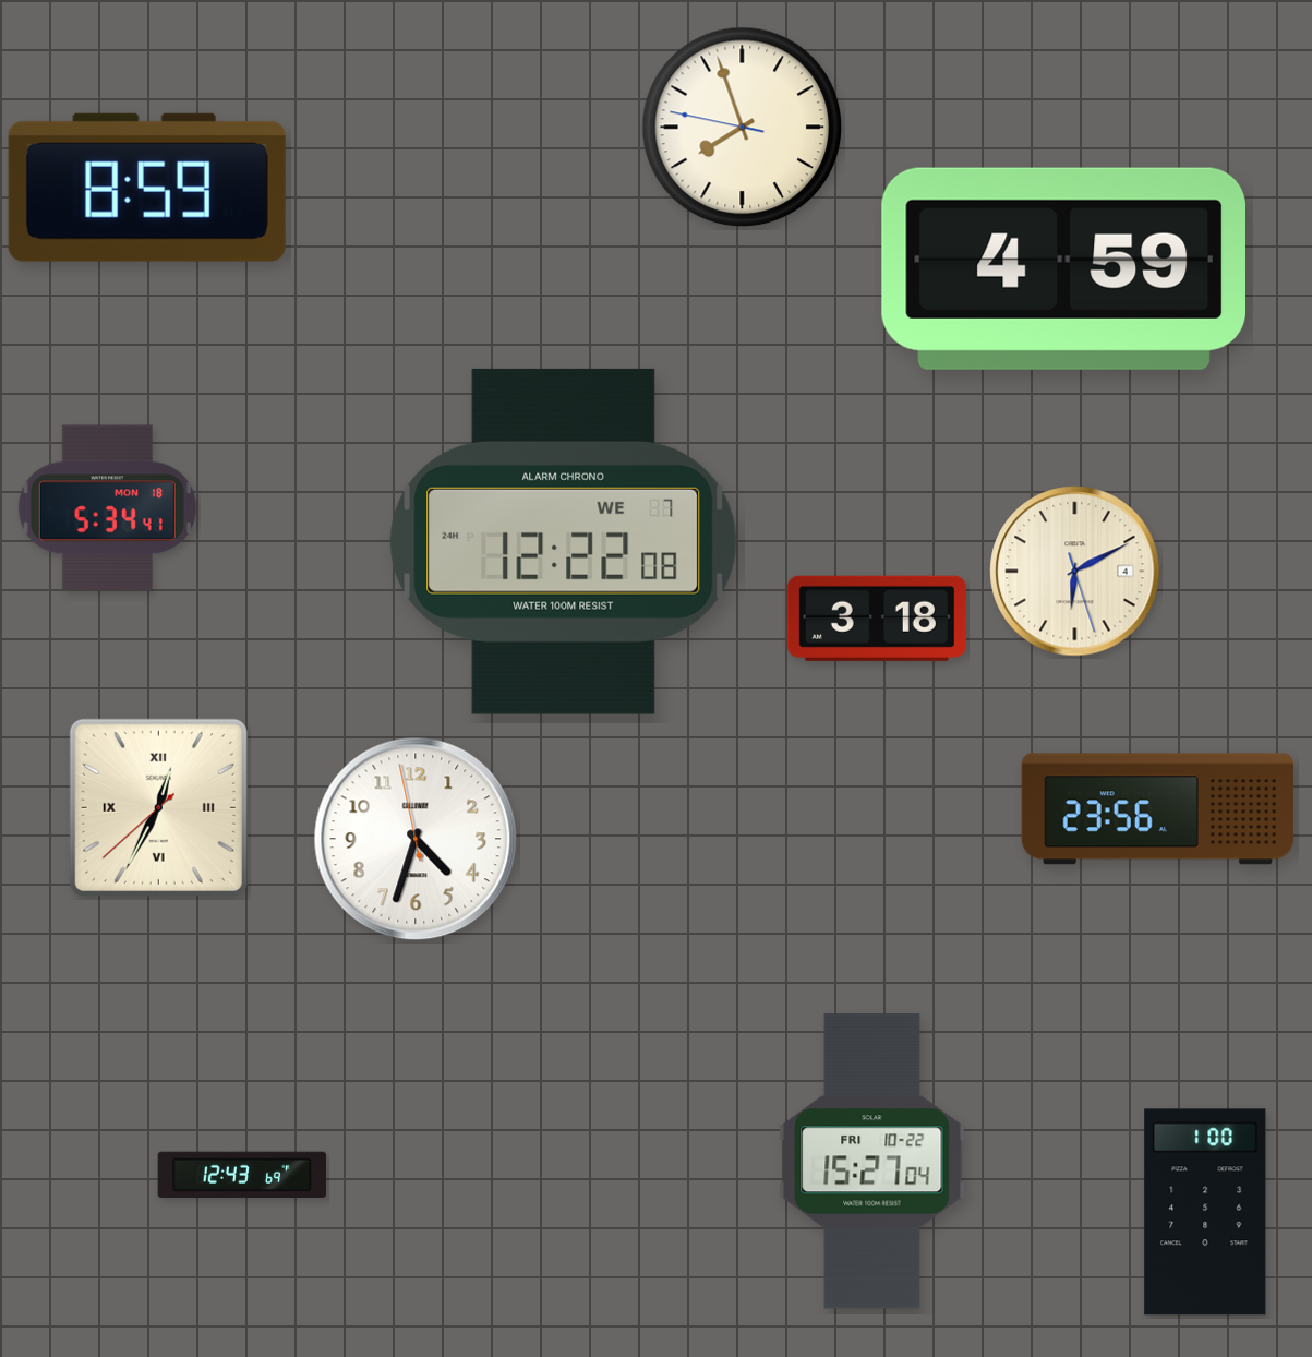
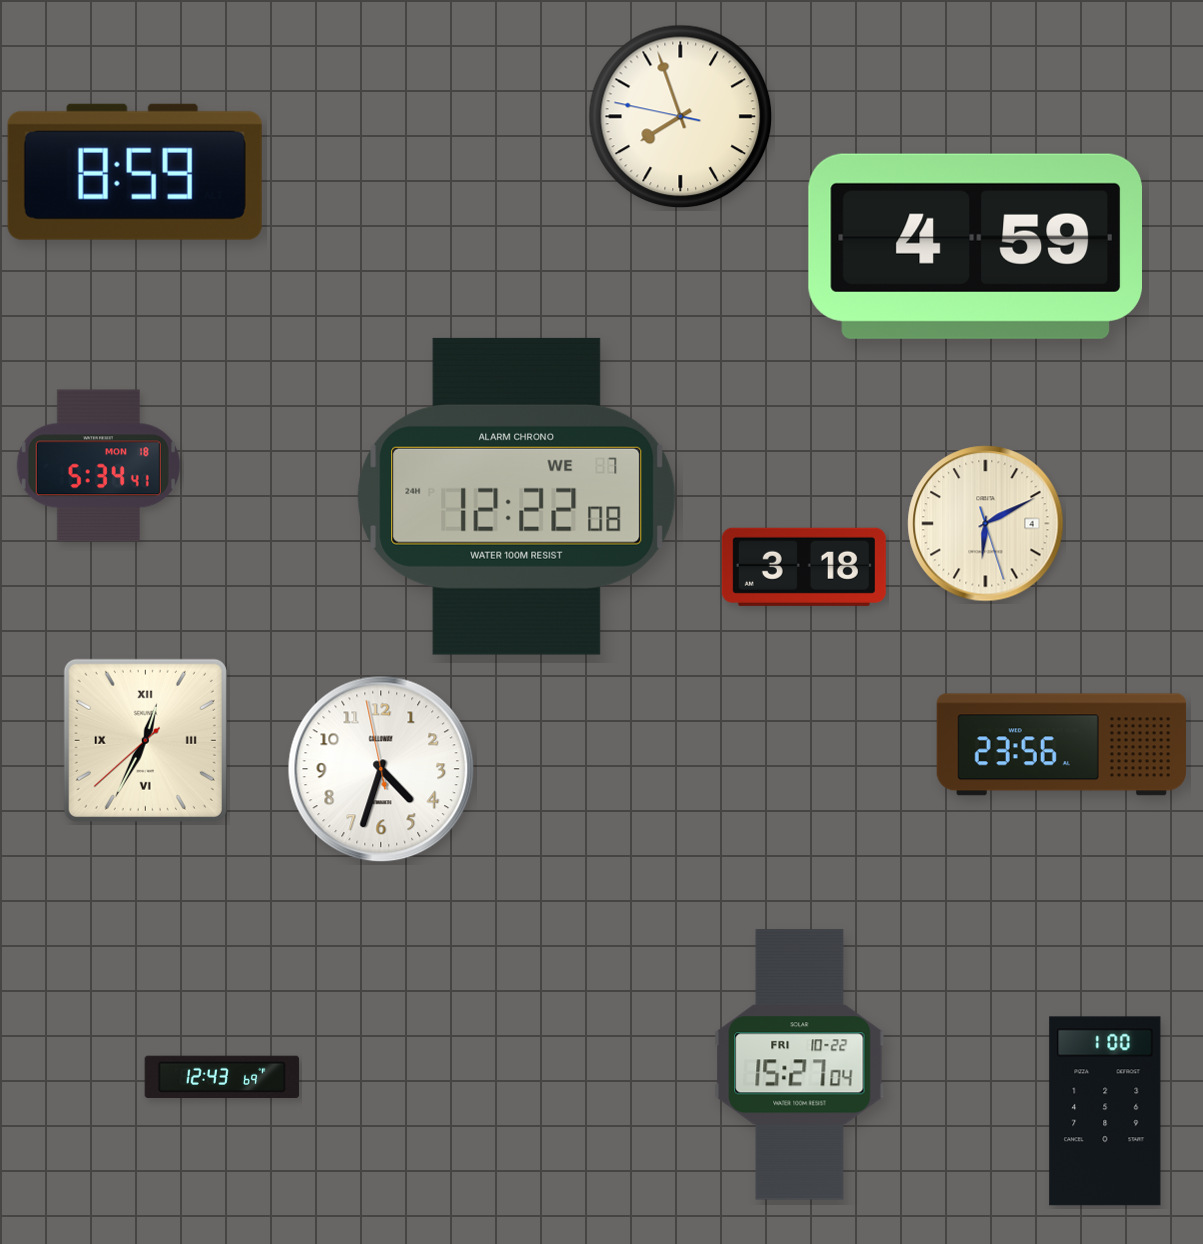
clock at (1157, 809) position: (1157, 809) -> (1061, 745)
